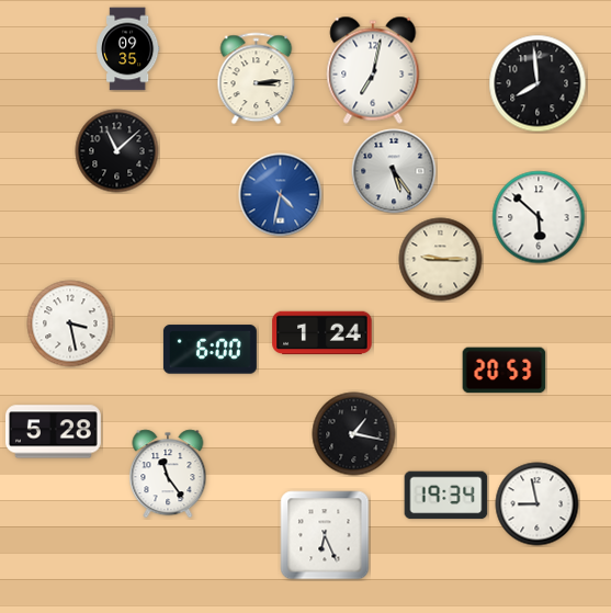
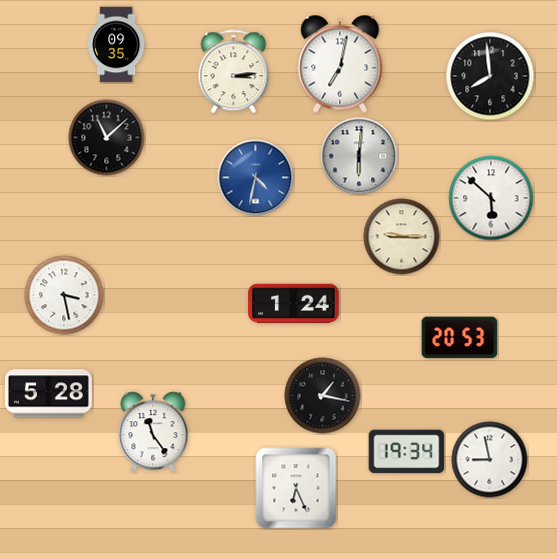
clock at (394, 171): 5:24 -> 6:01
clock at (210, 350): 6:00 -> none
